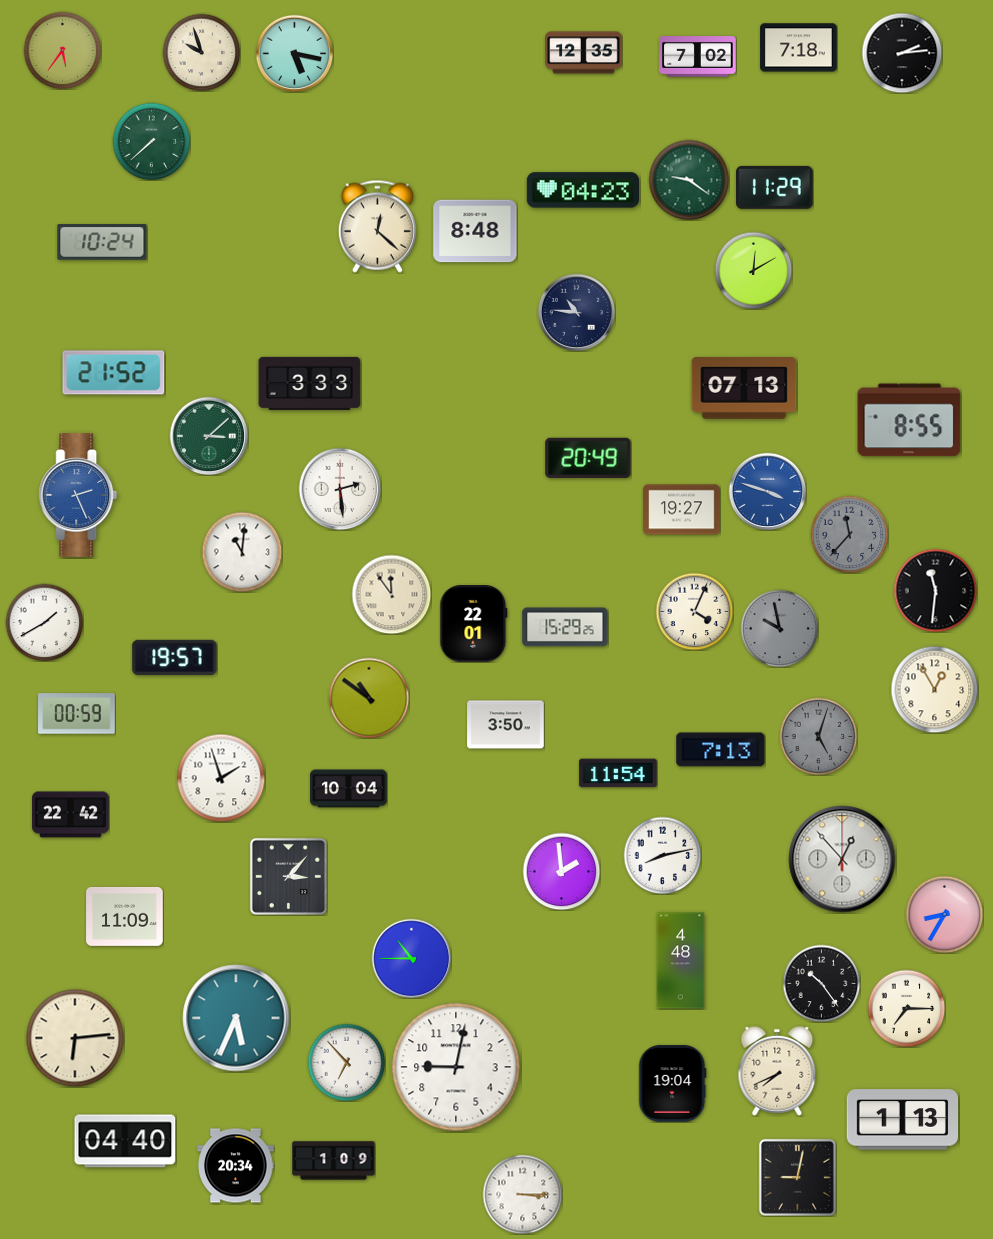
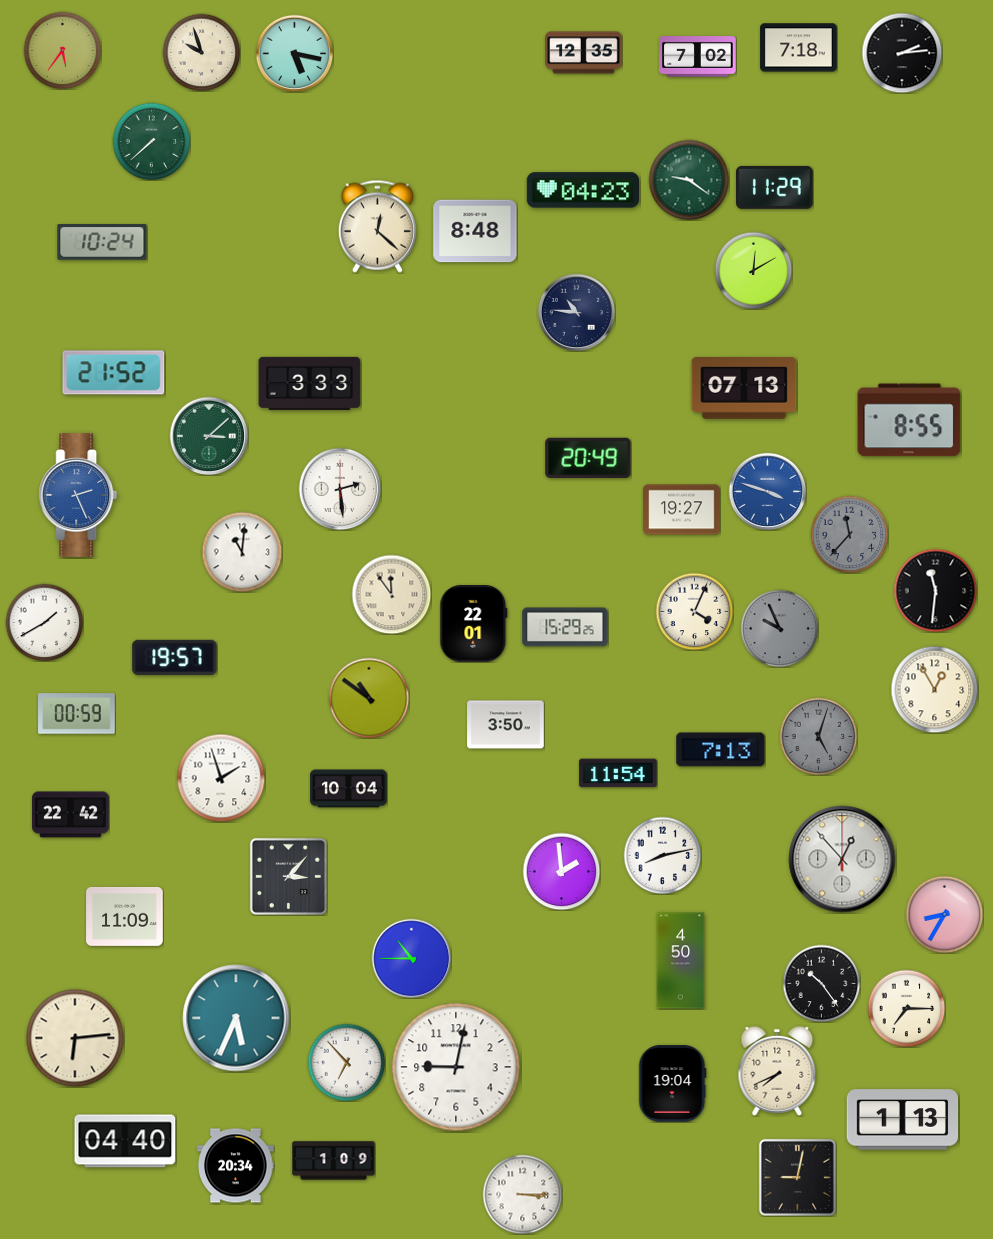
clock at (779, 628): 9:58 -> 9:56
clock at (681, 961): 4:48 -> 4:50
